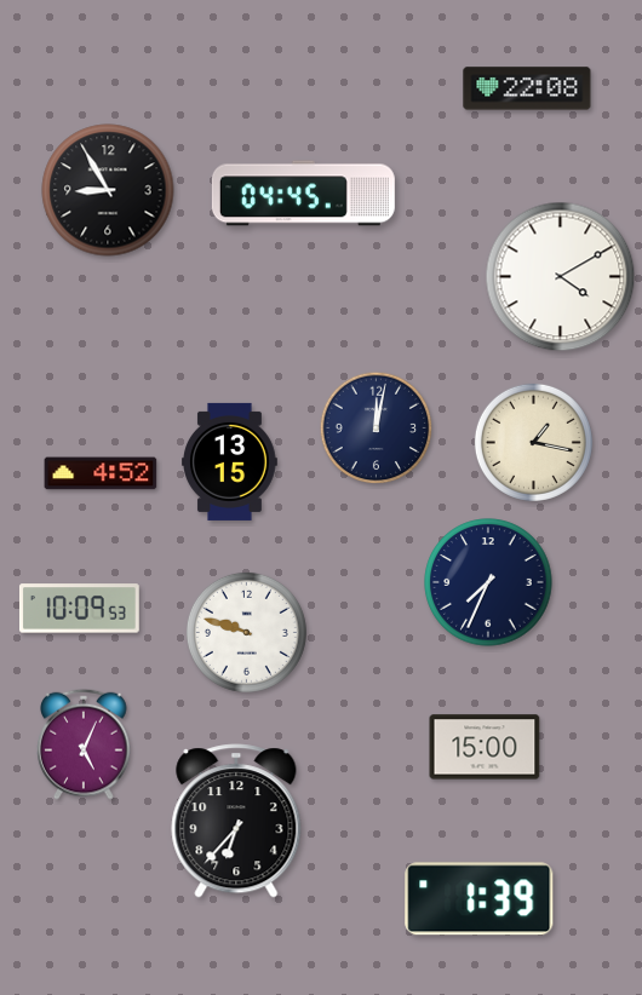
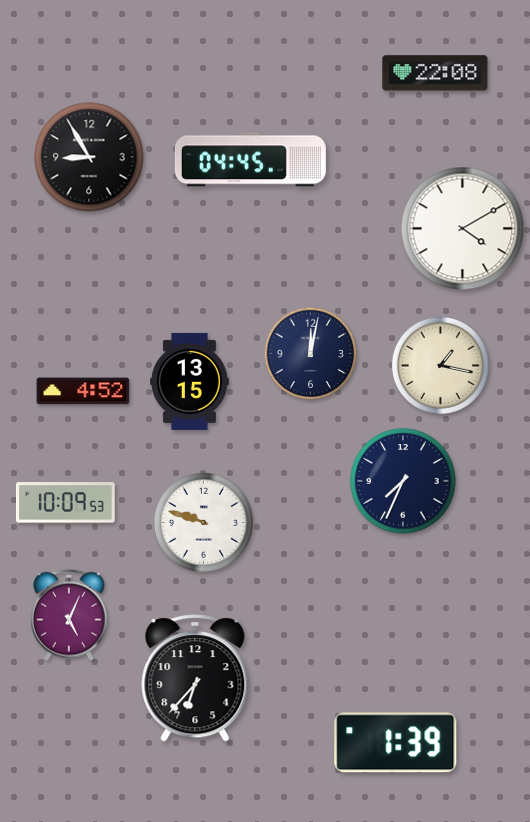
clock at (485, 747): 15:00 -> none
